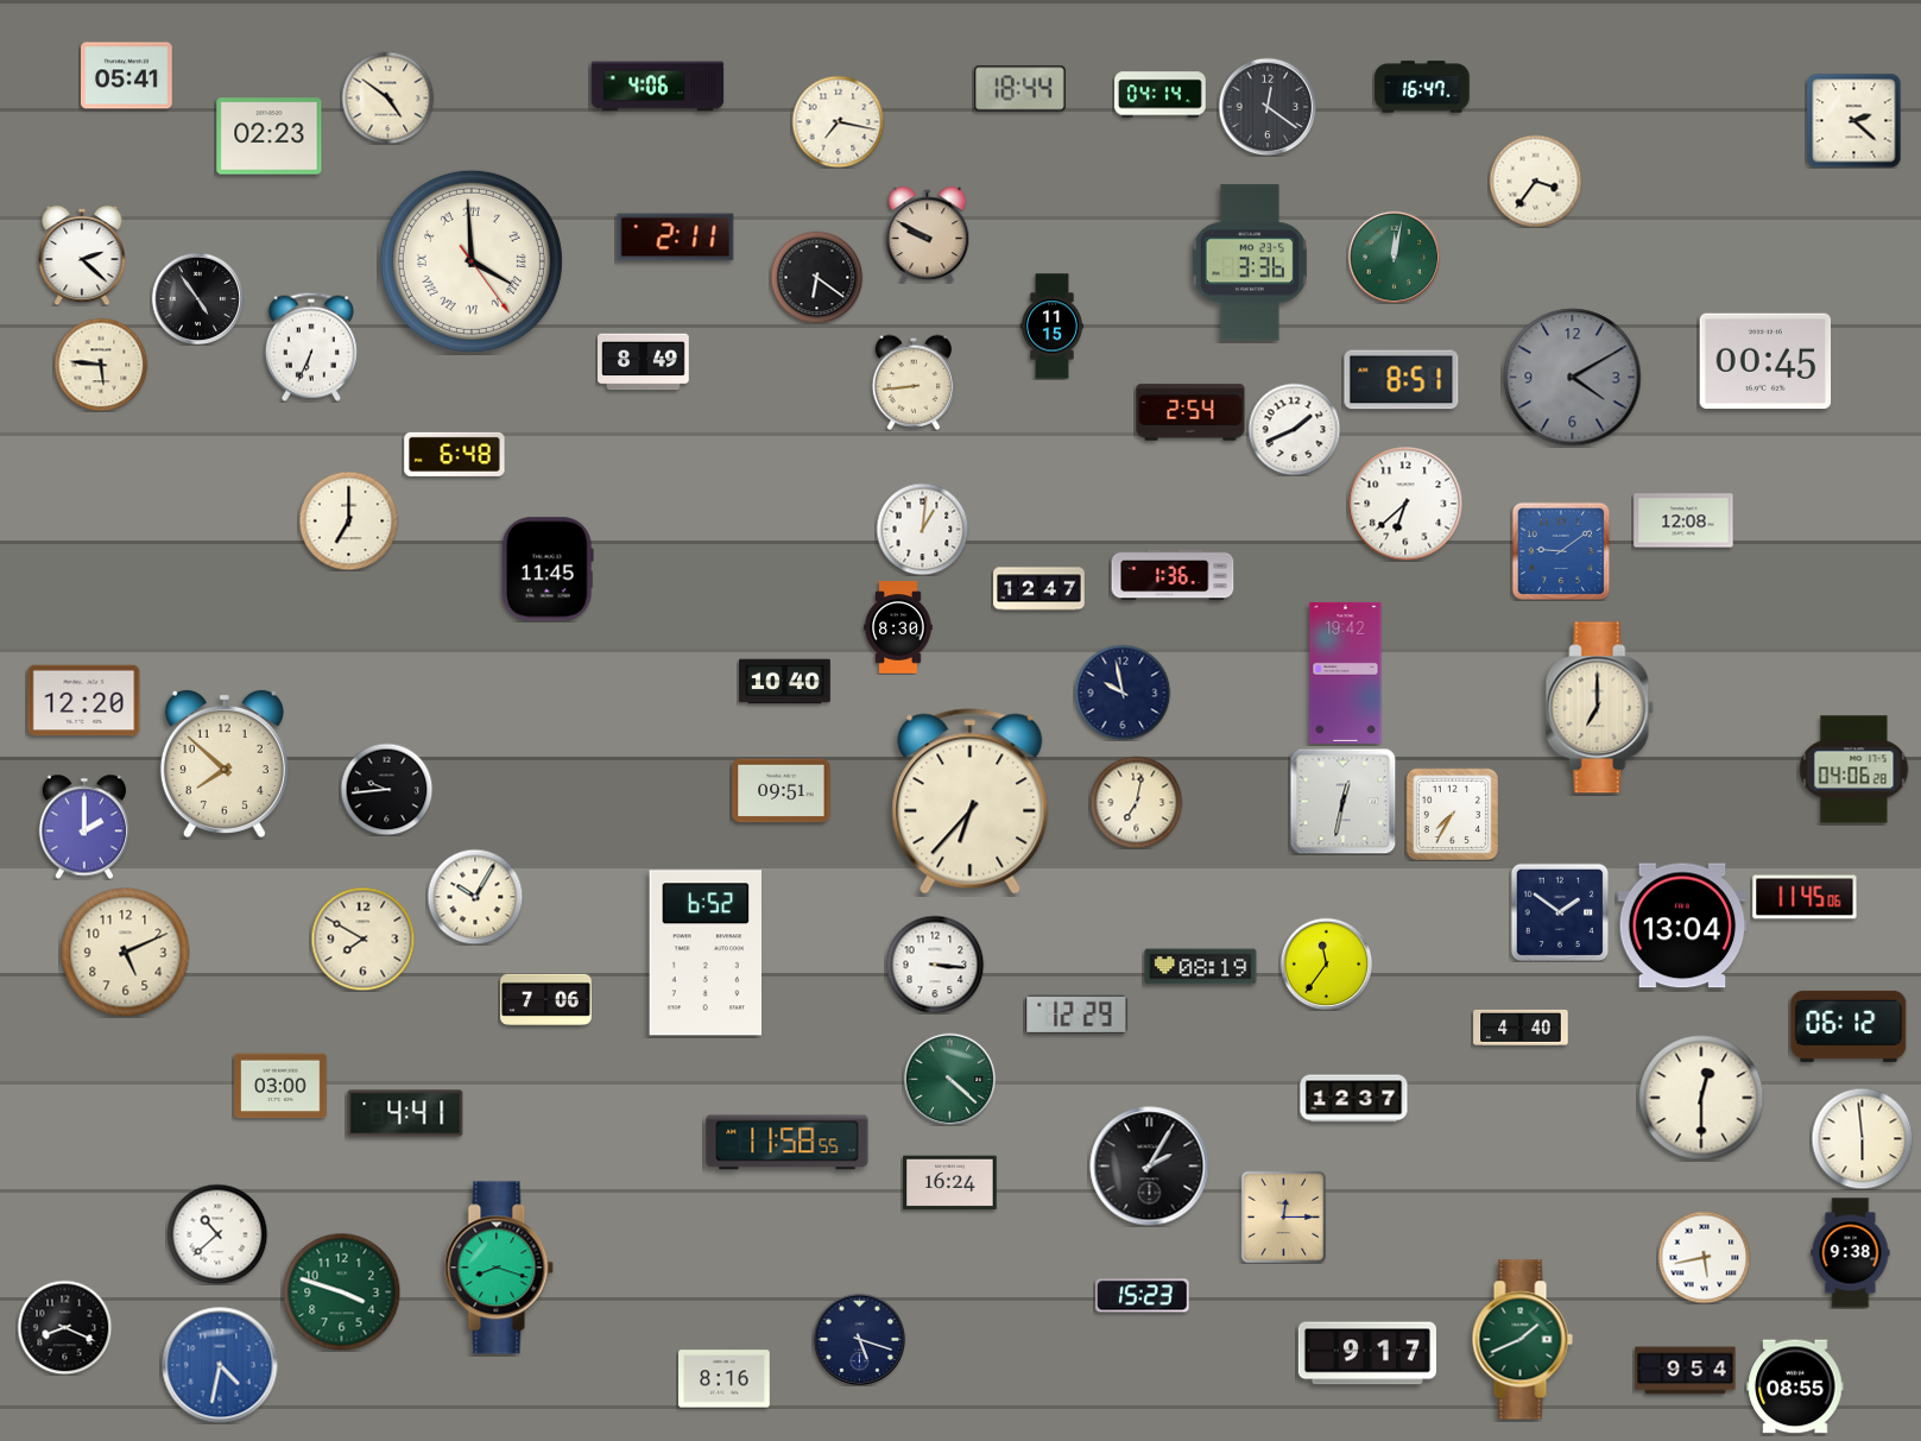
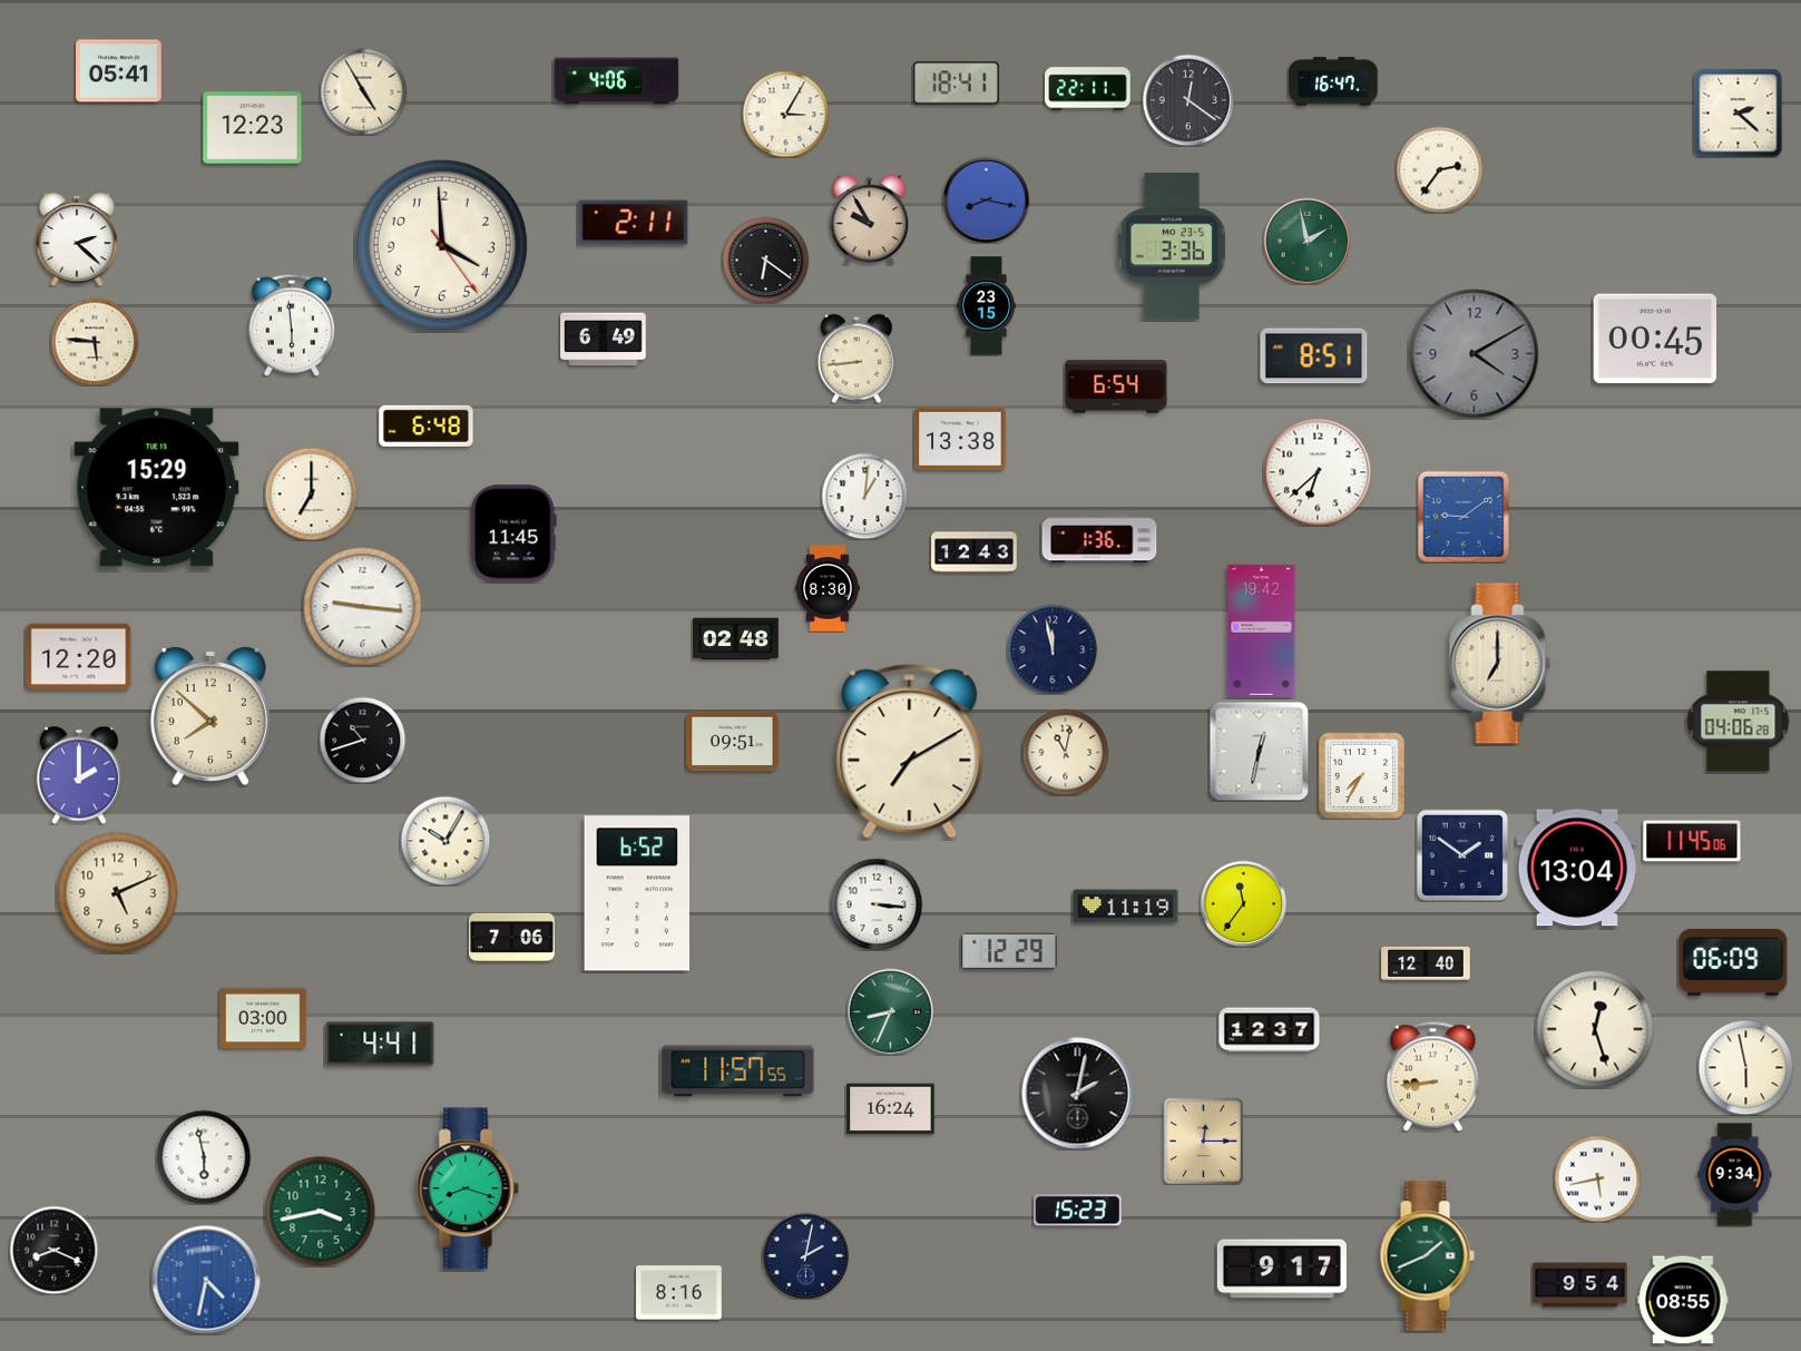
clock at (1020, 89): 18:44 -> 18:41
clock at (1161, 95): 04:14 -> 22:11
clock at (387, 97): 4:51 -> 4:55
clock at (838, 121): 7:17 -> 3:05
clock at (270, 137): 02:23 -> 12:23
clock at (1535, 181): 3:36 -> 2:36
clock at (986, 199): none -> 8:17
clock at (928, 234): 9:50 -> 9:55
clock at (1394, 257): 12:02 -> 1:58
clock at (472, 261) numerals: Roman -> Arabic
clock at (197, 298): 4:54 -> none
clock at (1051, 327): 11:15 -> 23:15
clock at (311, 347): 6:34 -> 5:59
clock at (644, 362): 8:49 -> 6:49
clock at (1190, 412): 2:54 -> 6:54
clock at (1294, 429): 1:41 -> none
clock at (960, 439): none -> 13:38
clock at (157, 488): none -> 15:29
clock at (348, 520) position: (348, 520) -> (311, 493)
clock at (1683, 520): 12:08 -> none
clock at (1040, 589): 12:47 -> 12:43
clock at (898, 627) position: (898, 627) -> (828, 588)
clock at (363, 607): none -> 9:16
clock at (785, 682): 10:40 -> 02:48
clock at (1123, 693): 9:58 -> 11:58
clock at (386, 789): 9:44 -> 10:42
clock at (971, 802): 6:37 -> 7:10
clock at (1136, 802): 7:02 -> 11:02
clock at (1452, 814) position: (1452, 814) -> (1361, 775)
clock at (362, 938): 7:50 -> none
clock at (704, 953) position: (704, 953) -> (636, 893)
clock at (1201, 967): 08:19 -> 11:19
clock at (1849, 1026): 06:12 -> 06:09
clock at (1521, 1028): 4:40 -> 12:40
clock at (949, 1079): 4:22 -> 8:34
clock at (1701, 1098): 12:30 -> 12:27
clock at (1862, 1138): 5:59 -> 5:58
clock at (788, 1143): 11:58 -> 11:57
clock at (1433, 1076): none -> 8:44
clock at (1150, 1167): 2:05 -> 2:02
clock at (217, 1234): 10:38 -> 5:58
clock at (1851, 1253): 9:38 -> 9:34
clock at (342, 1293): 3:48 -> 3:43
clock at (1143, 1296) position: (1143, 1296) -> (1078, 1211)
clock at (64, 1327) position: (64, 1327) -> (53, 1250)
clock at (859, 1339): 5:18 -> 2:02
